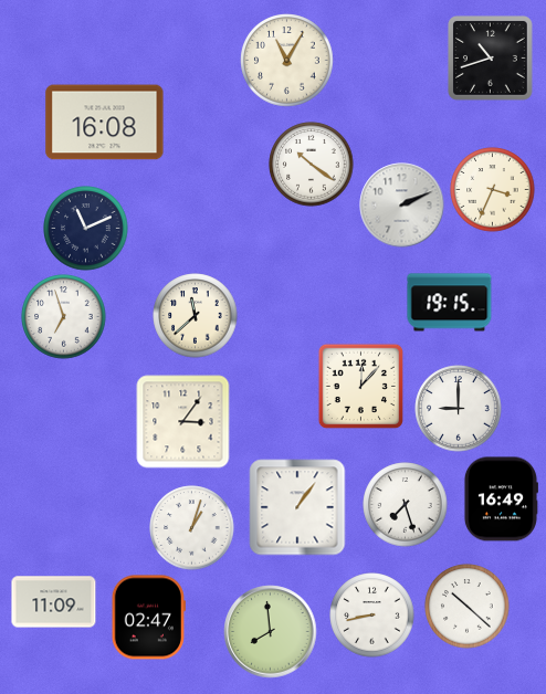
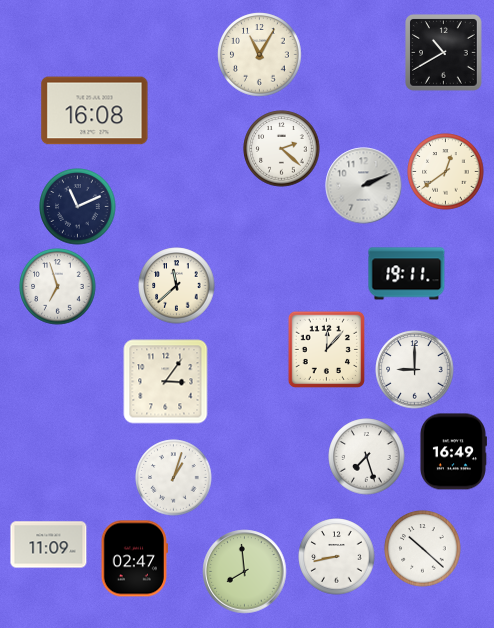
clock at (491, 59): 10:42 -> 10:40
clock at (312, 165): 10:21 -> 2:22
clock at (493, 190): 3:34 -> 12:39
clock at (450, 303): 19:15 -> 19:11
clock at (297, 507): 1:06 -> none
